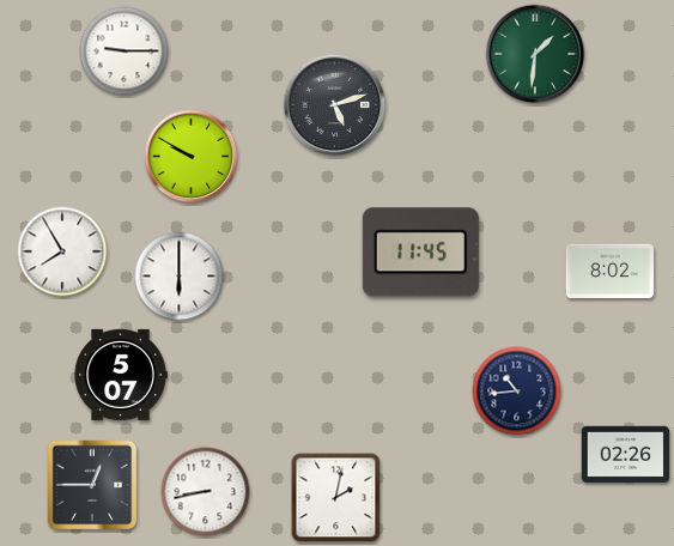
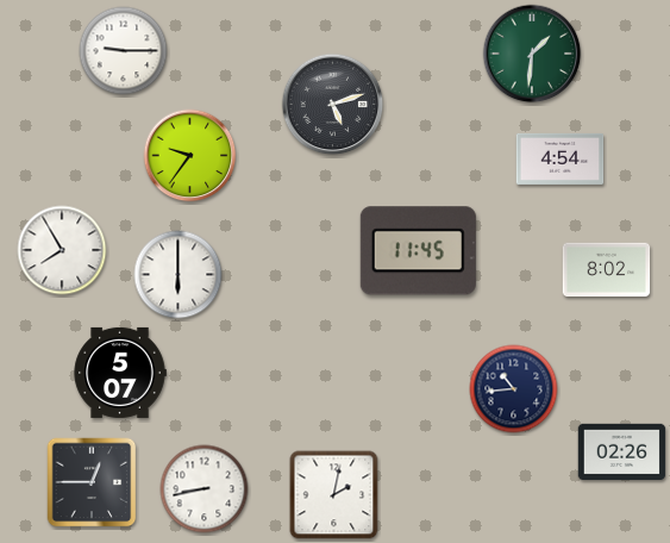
clock at (192, 157): 9:50 -> 9:36
clock at (561, 158): none -> 4:54
